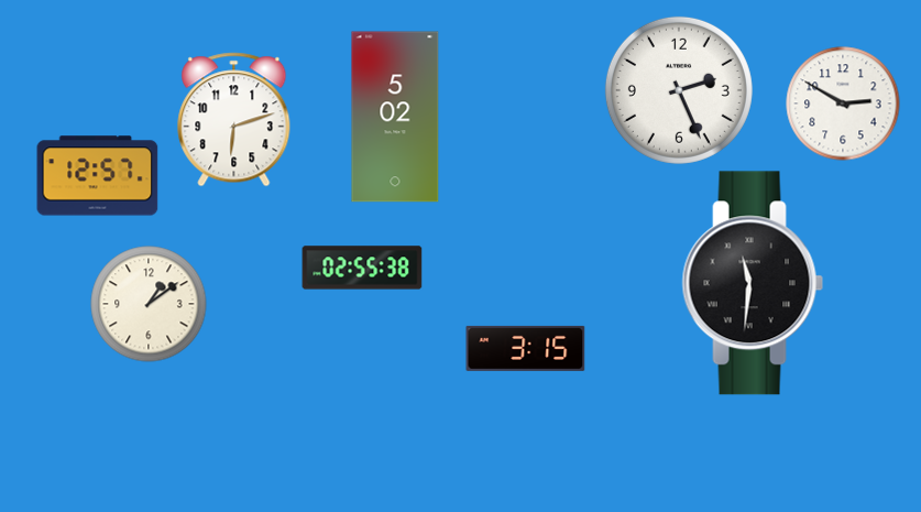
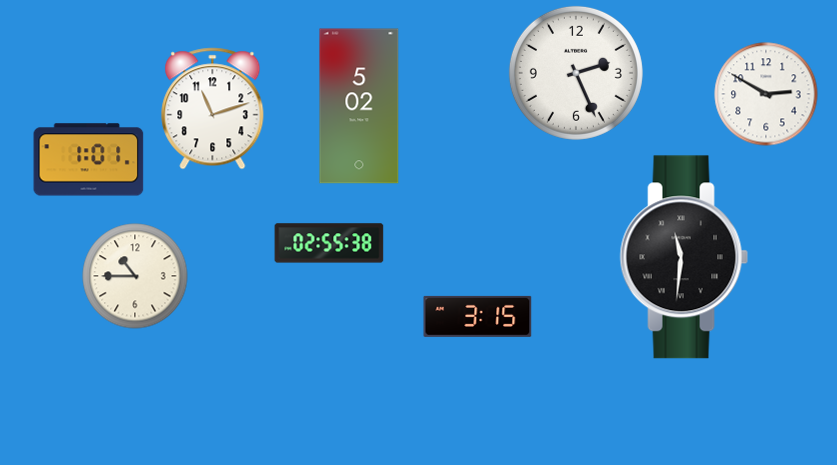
clock at (679, 90) position: (679, 90) -> (576, 73)
clock at (234, 120): 6:12 -> 11:12
clock at (98, 176): 12:57 -> 1:01
clock at (149, 304): 1:09 -> 10:45
